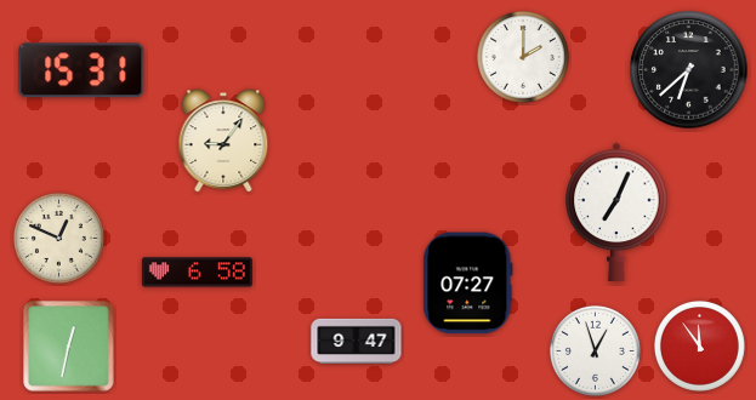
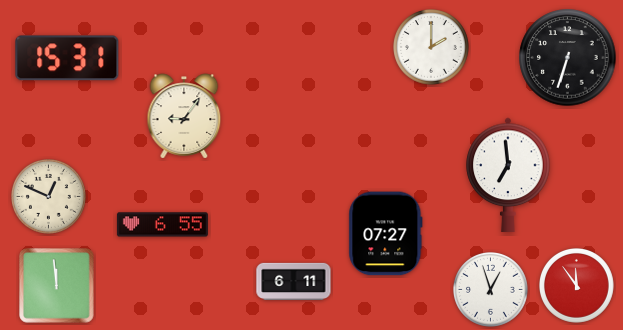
clock at (689, 70): 6:38 -> 6:33
clock at (616, 212): 7:04 -> 6:59
clock at (197, 273): 6:58 -> 6:55
clock at (357, 341): 9:47 -> 6:11
clock at (69, 347): 12:32 -> 11:59
